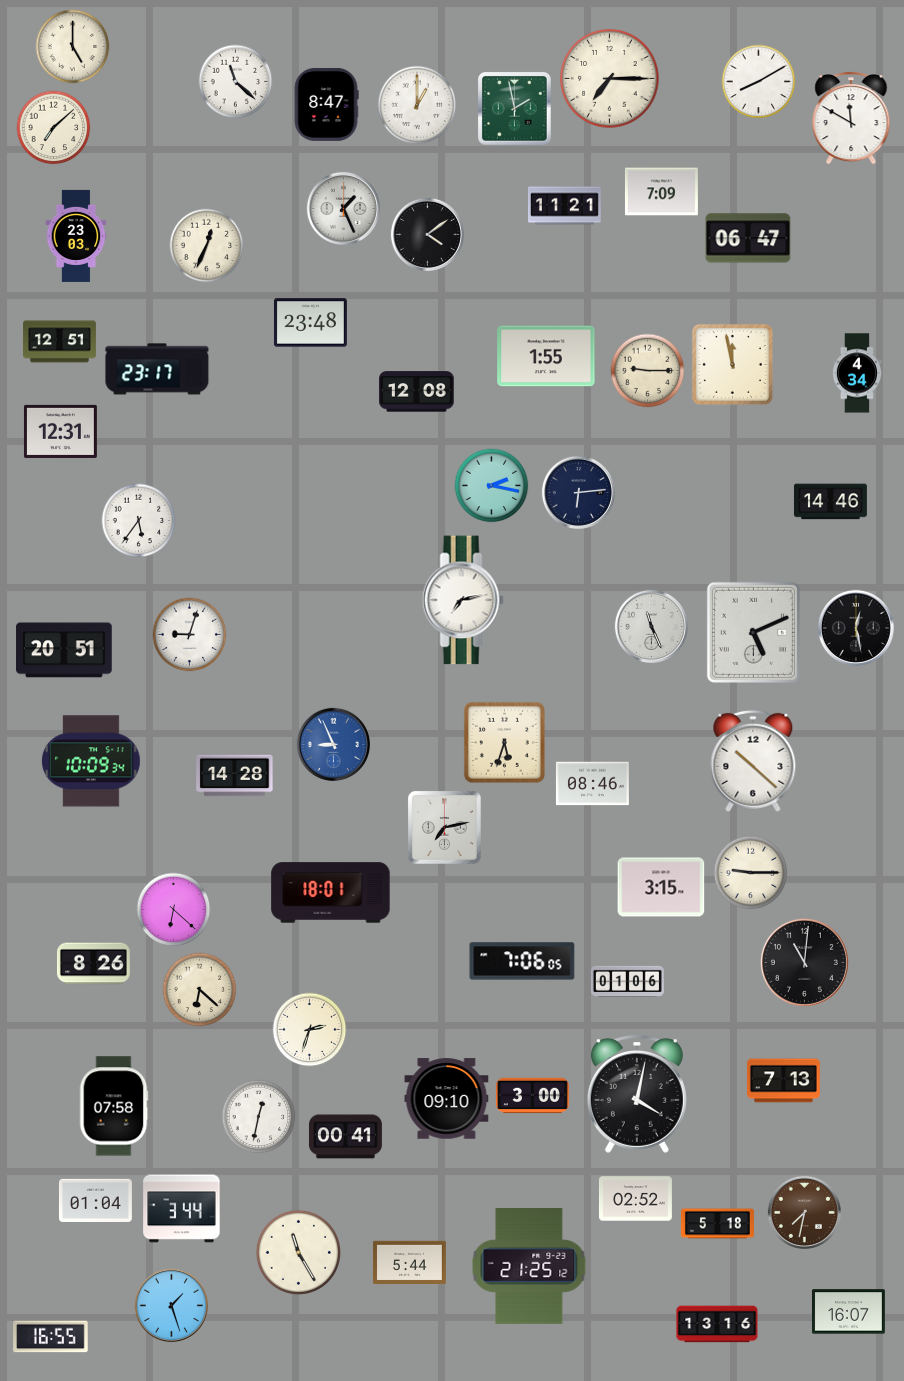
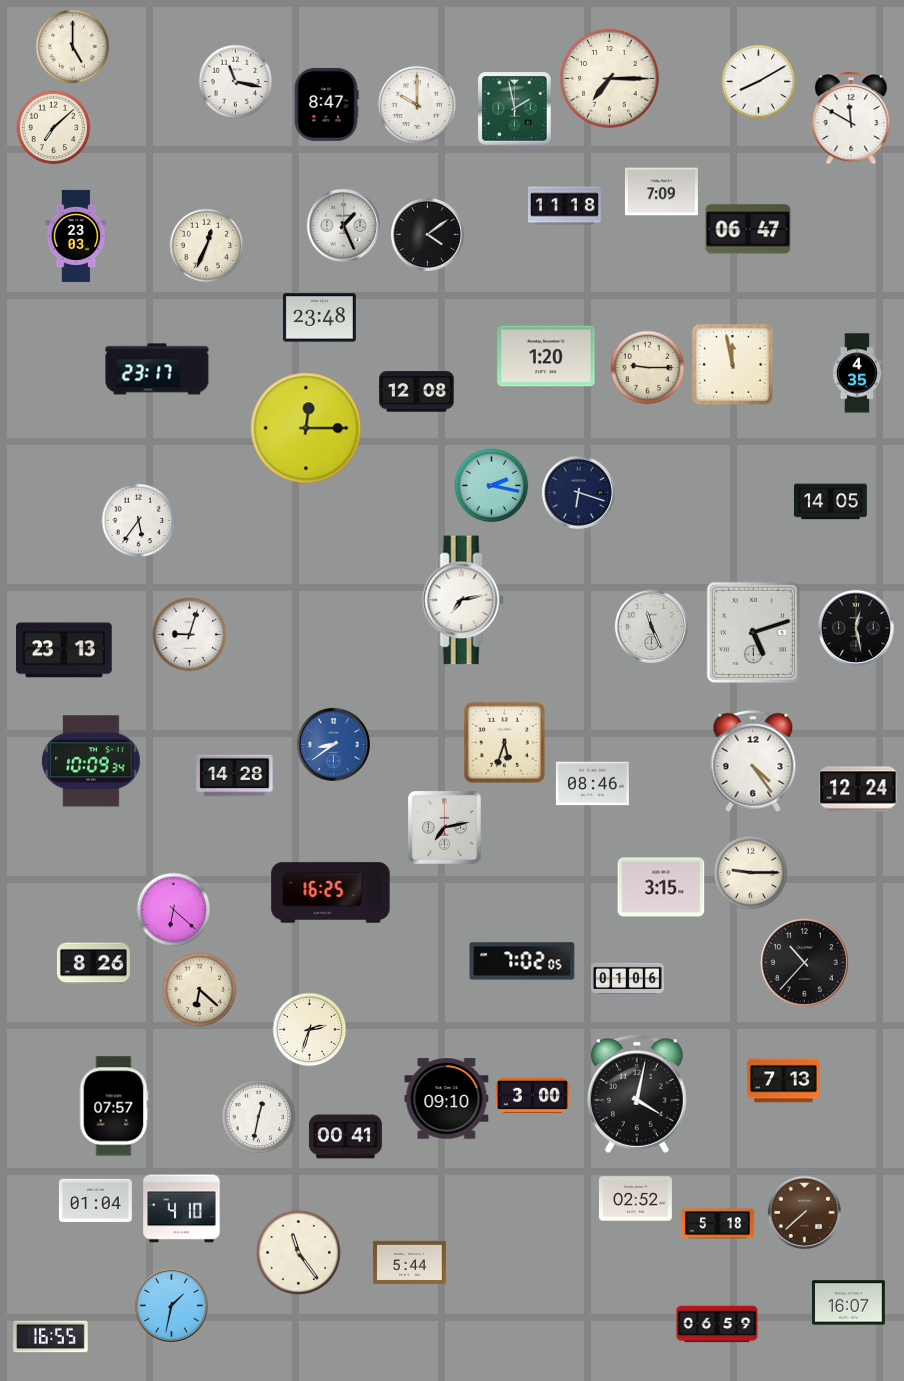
clock at (236, 82): 11:22 -> 11:17
clock at (417, 105): 1:00 -> 10:00
clock at (564, 206): 11:21 -> 11:18
clock at (343, 208) position: (343, 208) -> (343, 225)
clock at (748, 238) position: (748, 238) -> (748, 229)
clock at (310, 323) position: (310, 323) -> (319, 318)
clock at (59, 342): 12:51 -> none
clock at (546, 356): 1:55 -> 1:20
clock at (648, 371) position: (648, 371) -> (648, 368)
clock at (857, 373): 4:34 -> 4:35
clock at (306, 428): none -> 12:15
clock at (60, 431): 12:31 -> none
clock at (578, 492): 6:14 -> 6:18
clock at (830, 502): 14:46 -> 14:05
clock at (753, 632): 5:11 -> 5:12
clock at (64, 650): 20:51 -> 23:13
clock at (333, 744): 8:56 -> 8:39
clock at (753, 761): 10:22 -> 4:24
clock at (858, 789): none -> 12:24
clock at (331, 893): 18:01 -> 16:25
clock at (522, 961): 7:06 -> 7:02
clock at (804, 962): 11:01 -> 10:37
clock at (628, 981) position: (628, 981) -> (628, 978)
clock at (114, 1106): 07:58 -> 07:57
clock at (182, 1209): 3:44 -> 4:10
clock at (804, 1212): 7:32 -> 7:38
clock at (298, 1252): 11:25 -> 11:24
clock at (529, 1267): 21:25 -> none
clock at (171, 1305): 1:27 -> 1:32
clock at (848, 1312) position: (848, 1312) -> (848, 1303)
clock at (717, 1324): 13:16 -> 06:59
